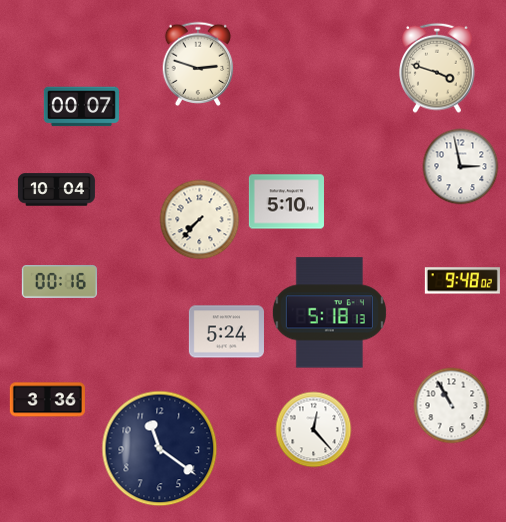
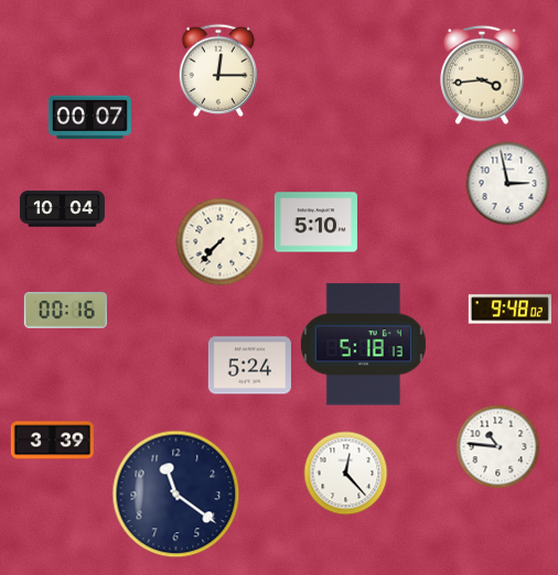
clock at (198, 63): 2:48 -> 12:15
clock at (437, 68): 3:48 -> 3:44
clock at (47, 400): 3:36 -> 3:39
clock at (452, 406): 10:55 -> 10:46
